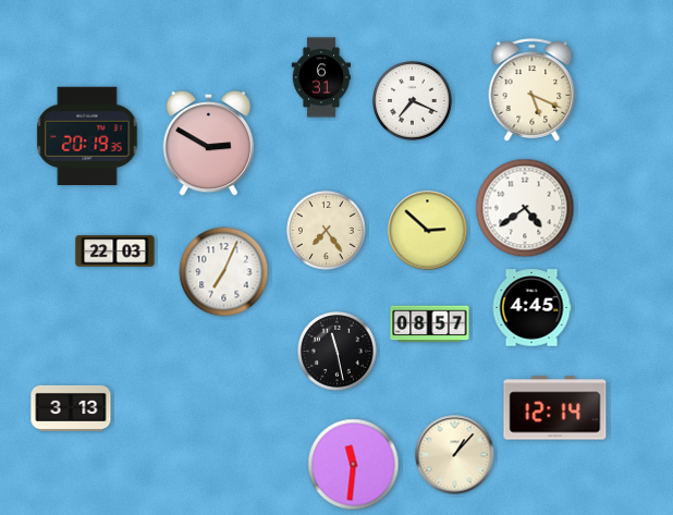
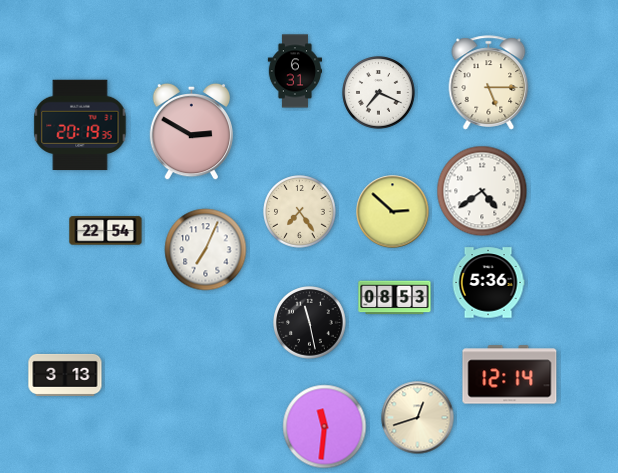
clock at (533, 90): 5:19 -> 5:15
clock at (115, 252): 22:03 -> 22:54
clock at (531, 308): 4:45 -> 5:36
clock at (430, 324): 08:57 -> 08:53
clock at (455, 455): 1:07 -> 12:42
